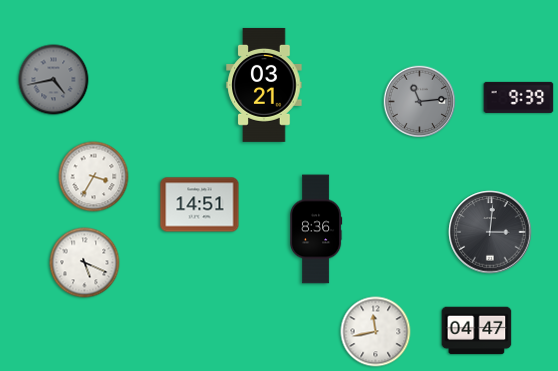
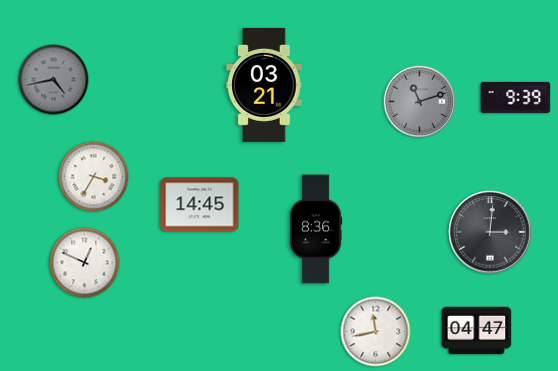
clock at (519, 97) position: (519, 97) -> (516, 97)
clock at (420, 102): 11:14 -> 11:12
clock at (200, 205): 14:51 -> 14:45
clock at (85, 263): 5:19 -> 12:49
